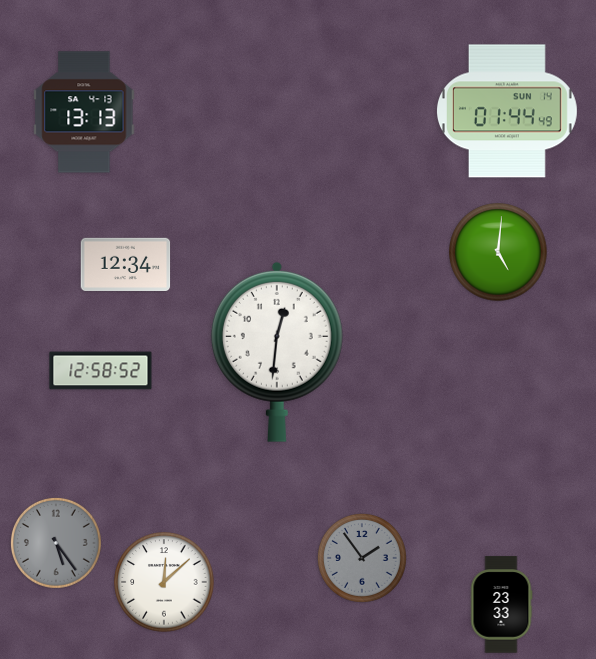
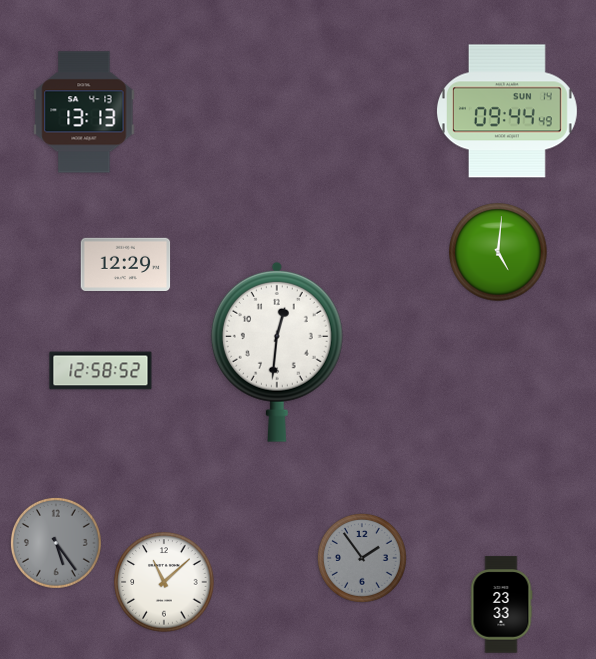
clock at (507, 111): 01:44 -> 09:44
clock at (126, 264): 12:34 -> 12:29
clock at (164, 582): 12:08 -> 11:08
